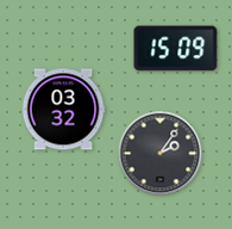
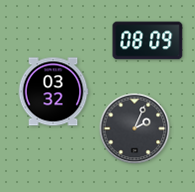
clock at (176, 49): 15:09 -> 08:09
clock at (161, 154): 2:06 -> 2:04
